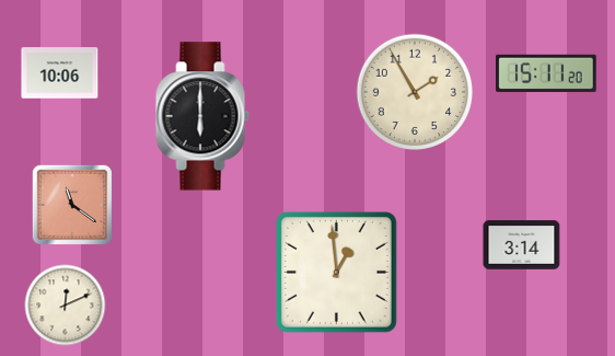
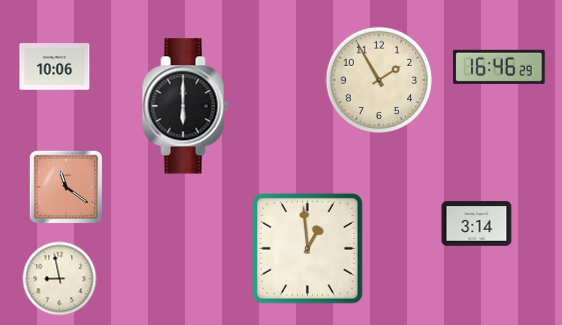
clock at (546, 73): 15:11 -> 16:46
clock at (414, 91) position: (414, 91) -> (378, 79)
clock at (66, 306): 12:11 -> 8:58
